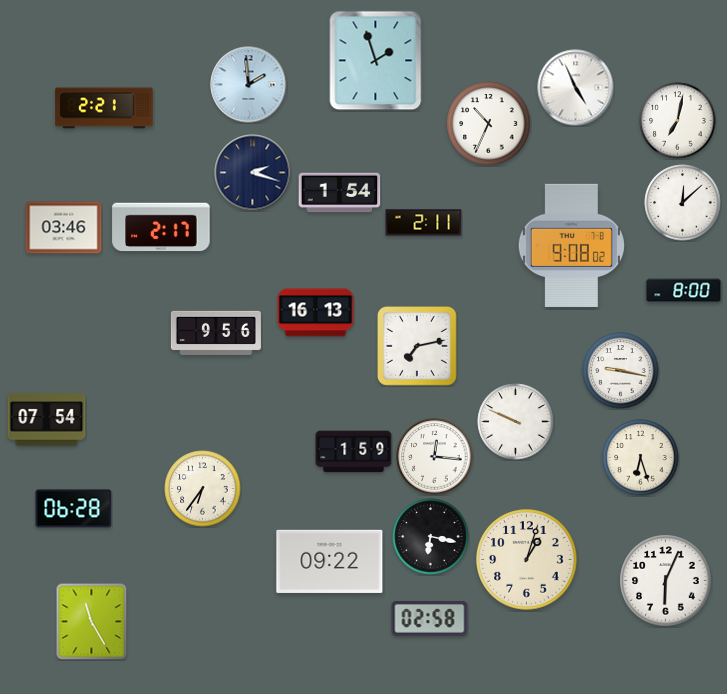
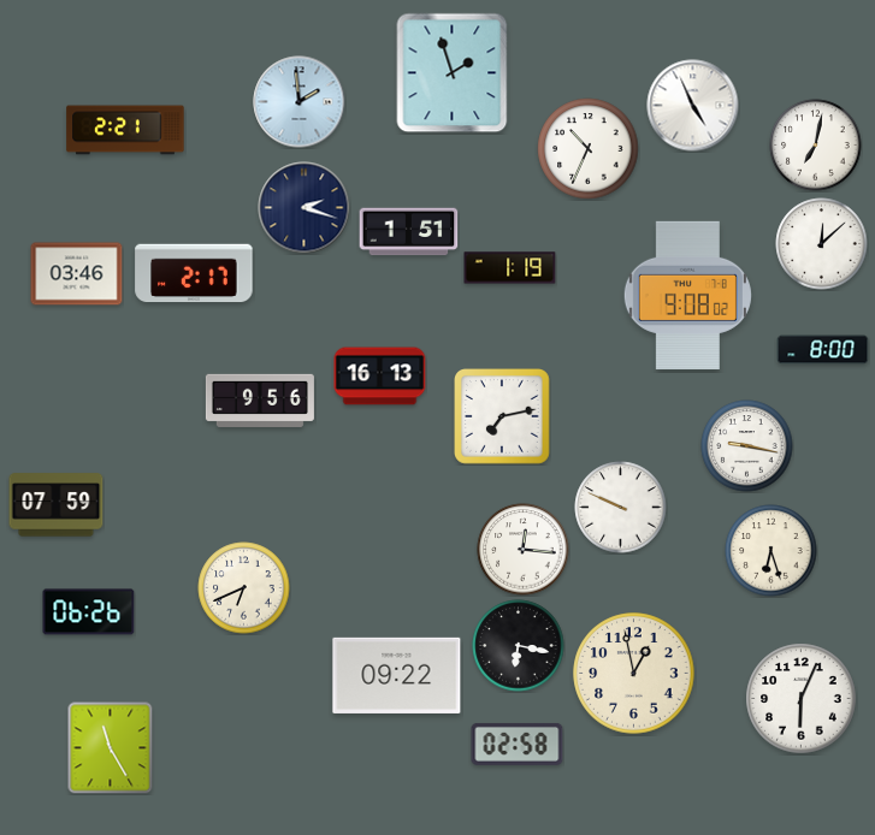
clock at (340, 193): 1:54 -> 1:51
clock at (424, 223): 2:11 -> 1:19
clock at (47, 420): 07:54 -> 07:59
clock at (354, 452): 1:59 -> none
clock at (203, 489): 6:36 -> 6:41
clock at (74, 509): 06:28 -> 06:26
clock at (527, 560): 1:03 -> 12:58
